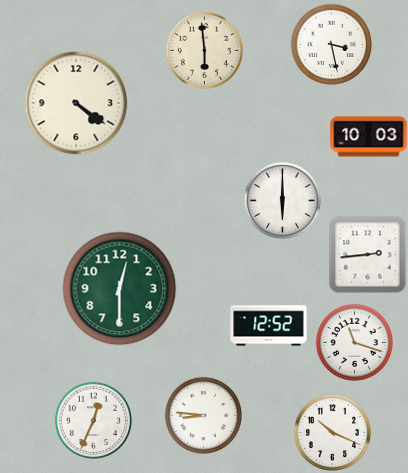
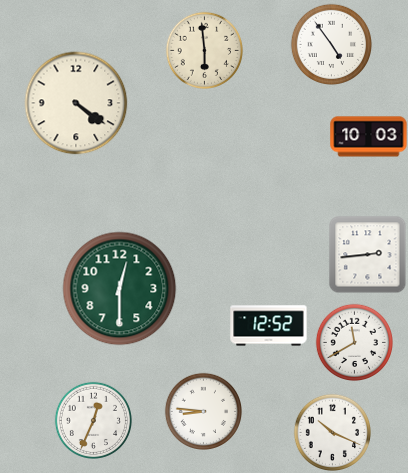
clock at (331, 44): 3:28 -> 4:54
clock at (282, 200): 6:00 -> none
clock at (354, 342): 11:18 -> 11:40
clock at (203, 415) position: (203, 415) -> (203, 411)
